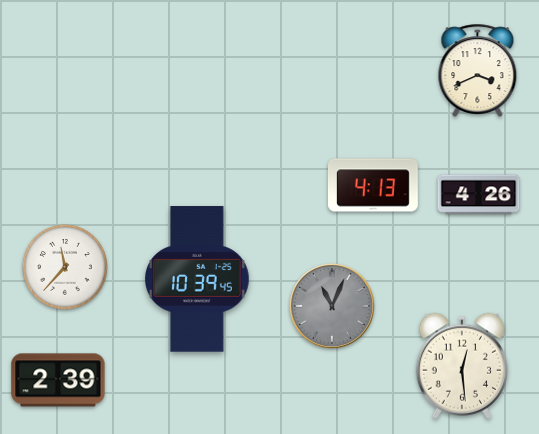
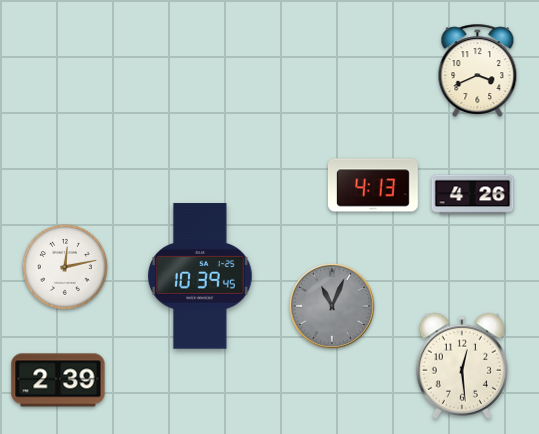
clock at (479, 195) position: (479, 195) -> (473, 195)
clock at (65, 267): 11:37 -> 12:13
clock at (198, 279) position: (198, 279) -> (201, 276)
